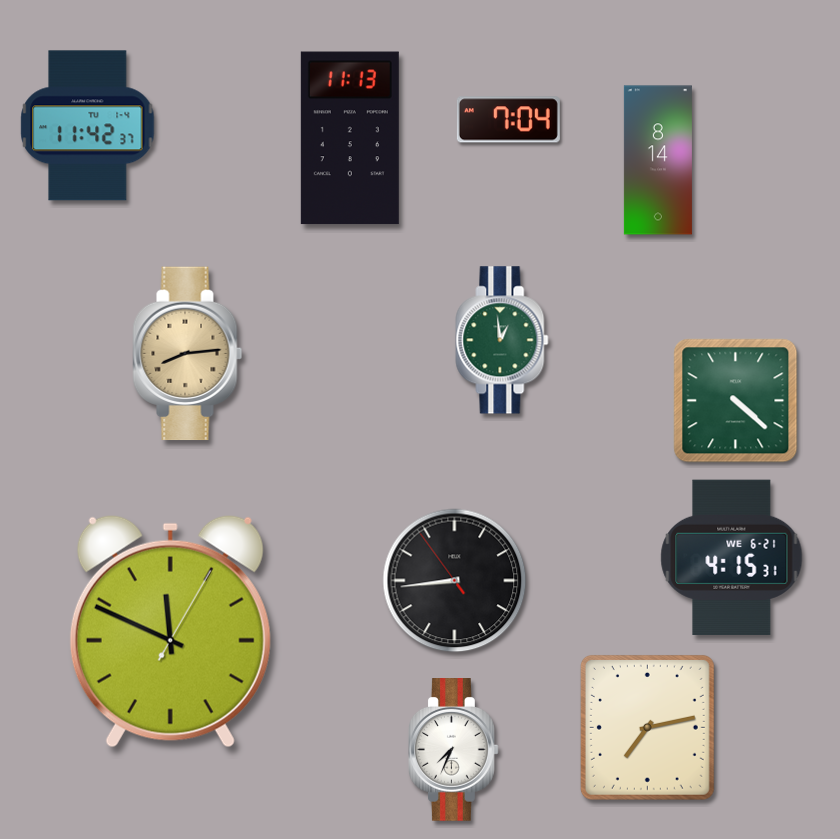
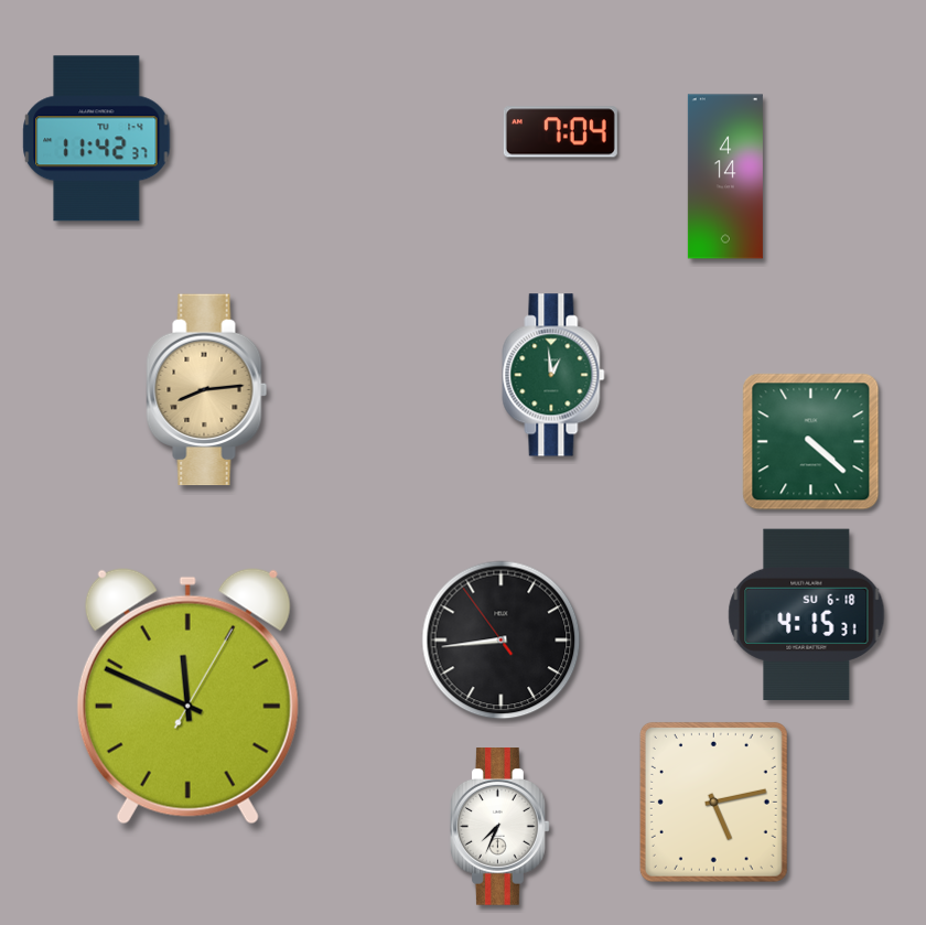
clock at (350, 138): 11:13 -> none
clock at (658, 160): 8:14 -> 4:14
clock at (732, 557) date: WE 6-21 -> SU 6-18
clock at (647, 727): 7:13 -> 5:13
